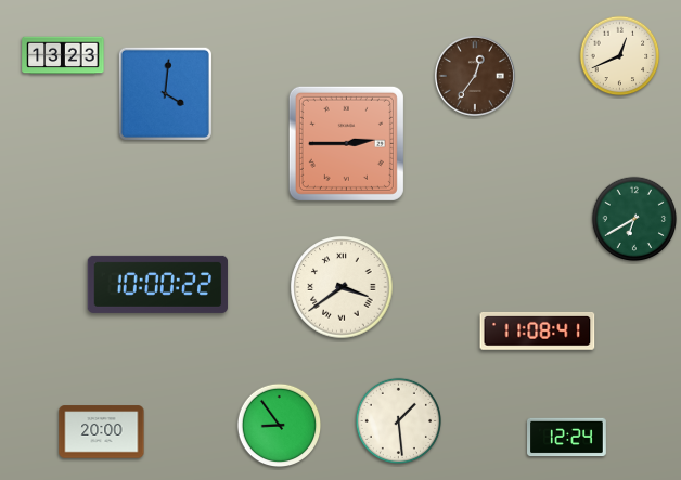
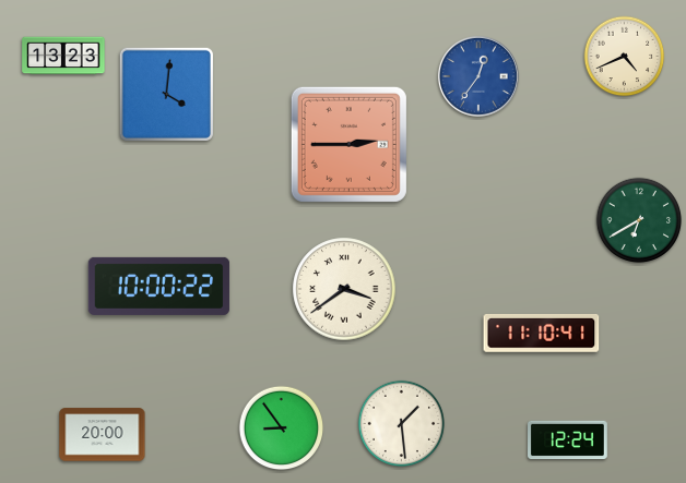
clock at (620, 56): 12:41 -> 4:41
clock at (475, 76) dial: brown -> blue
clock at (538, 332): 11:08 -> 11:10
clock at (567, 438) position: (567, 438) -> (568, 440)
